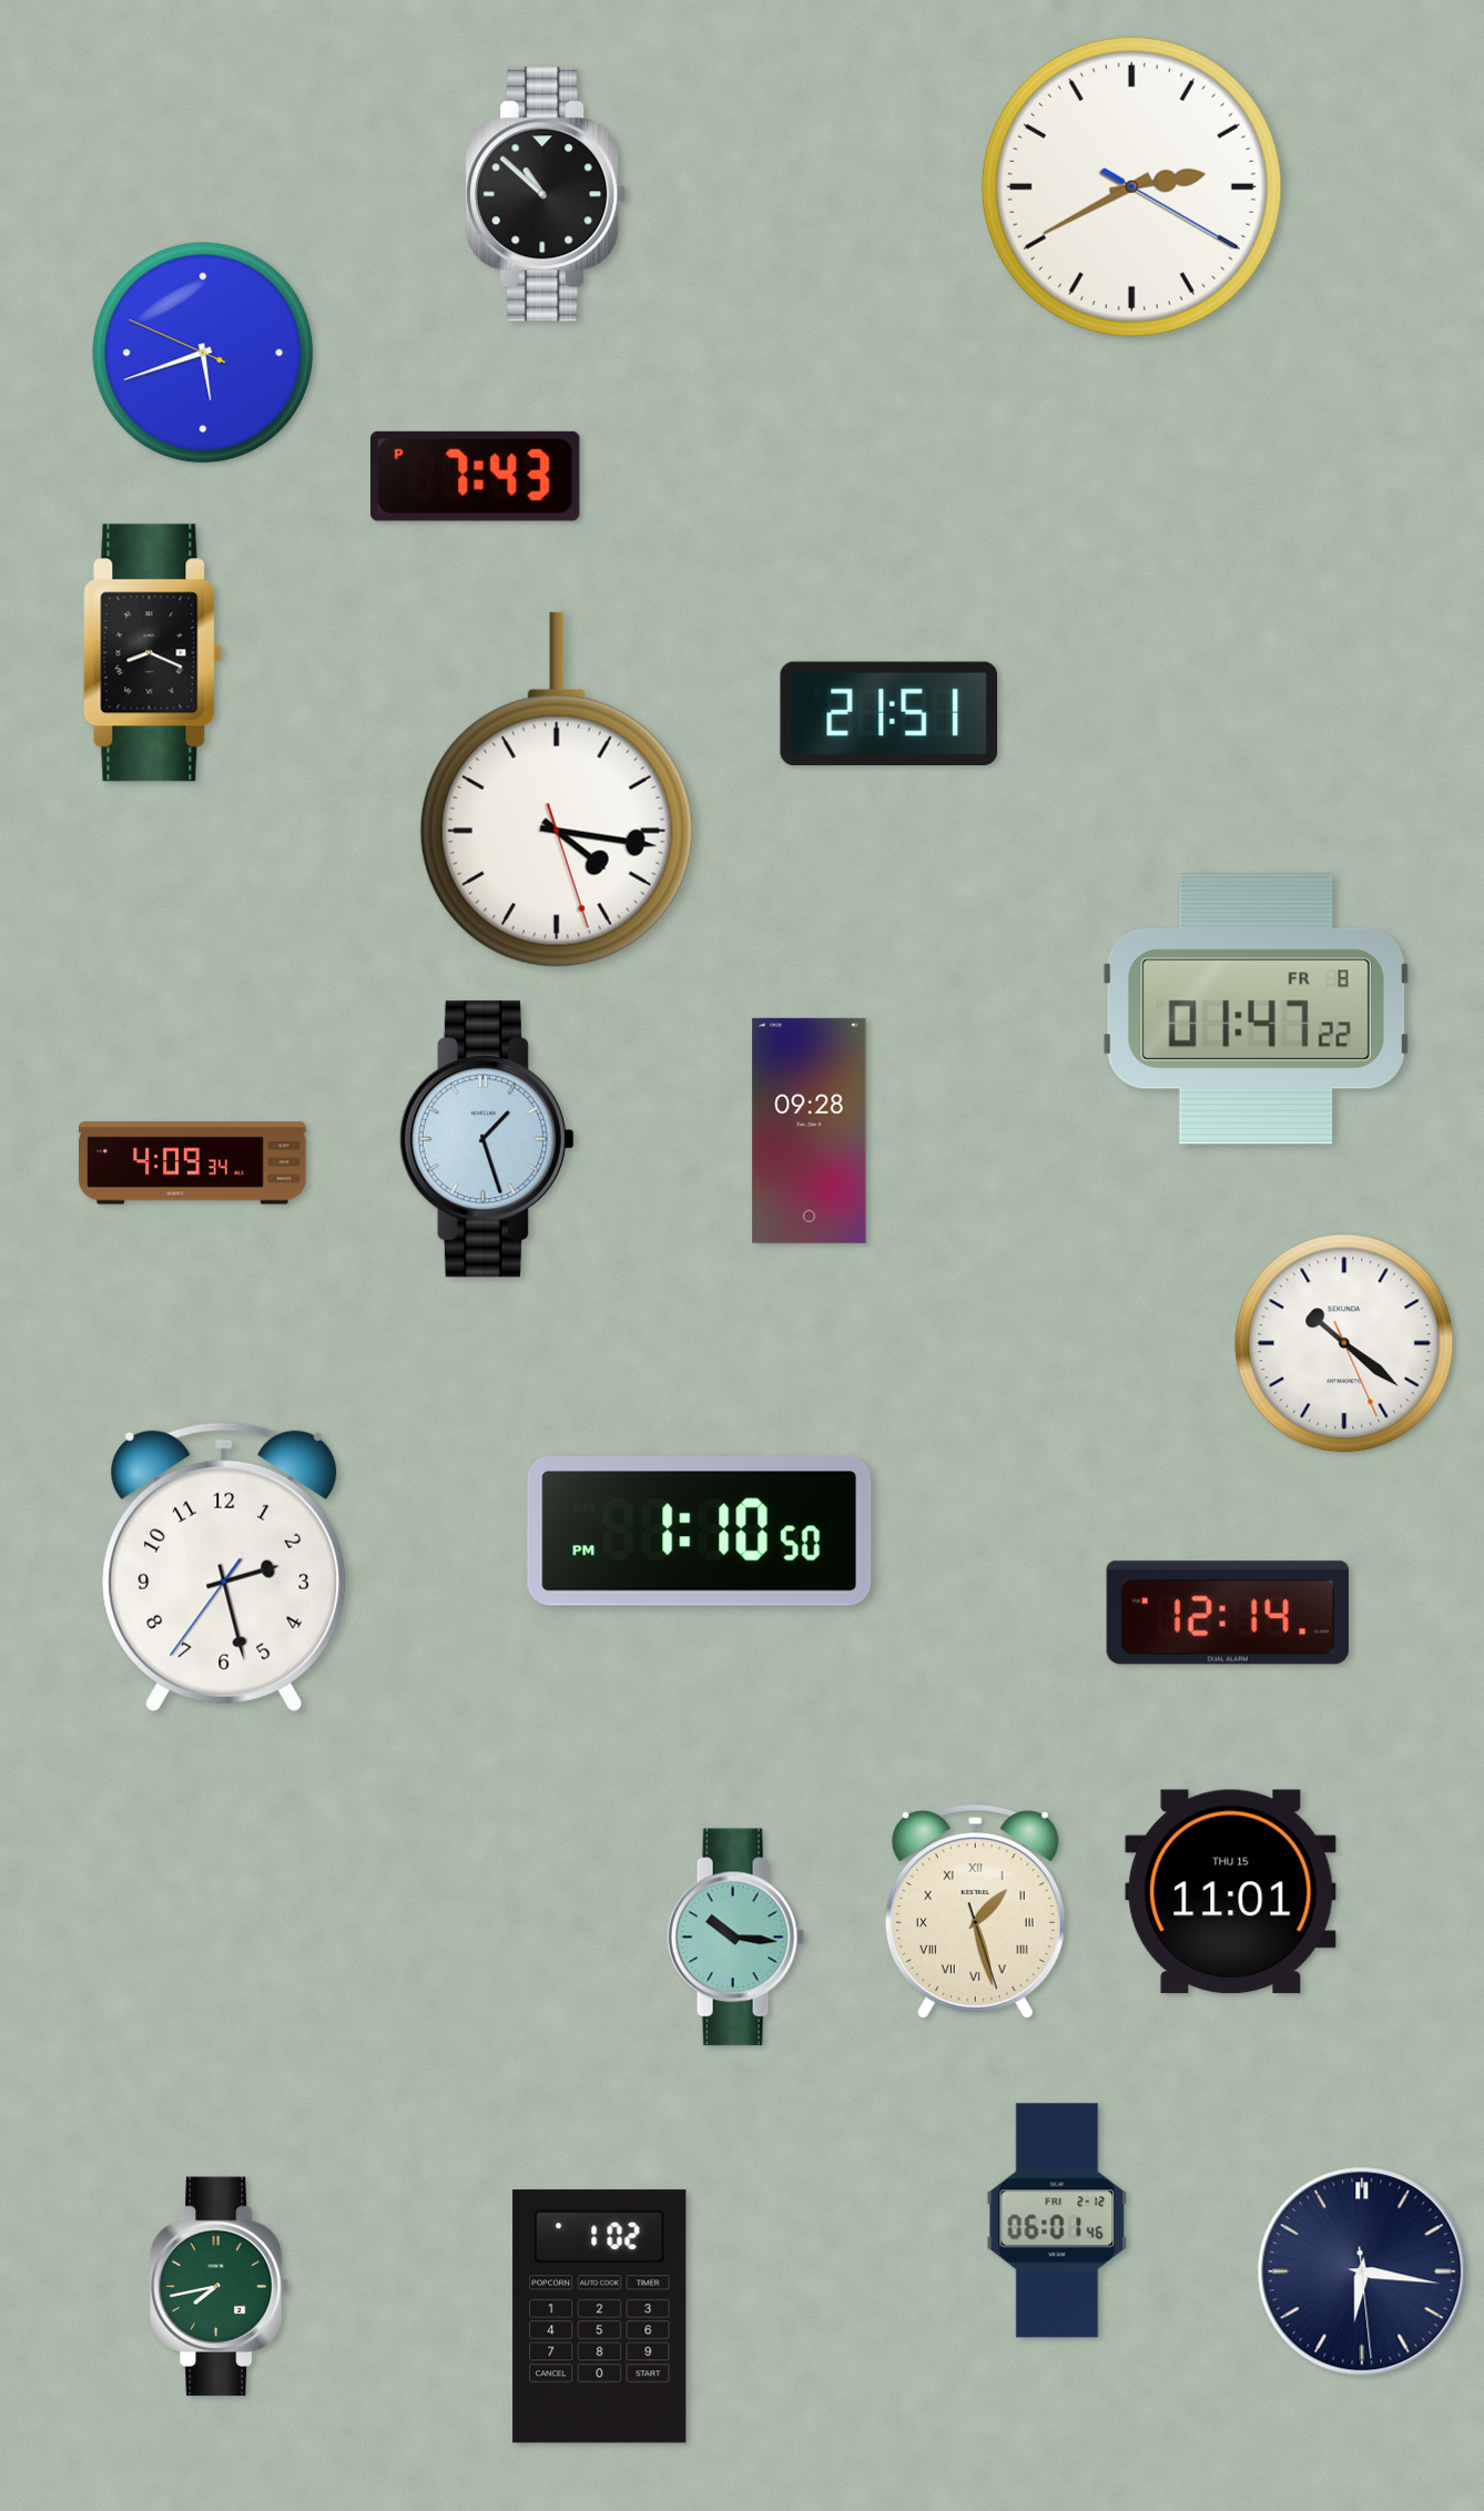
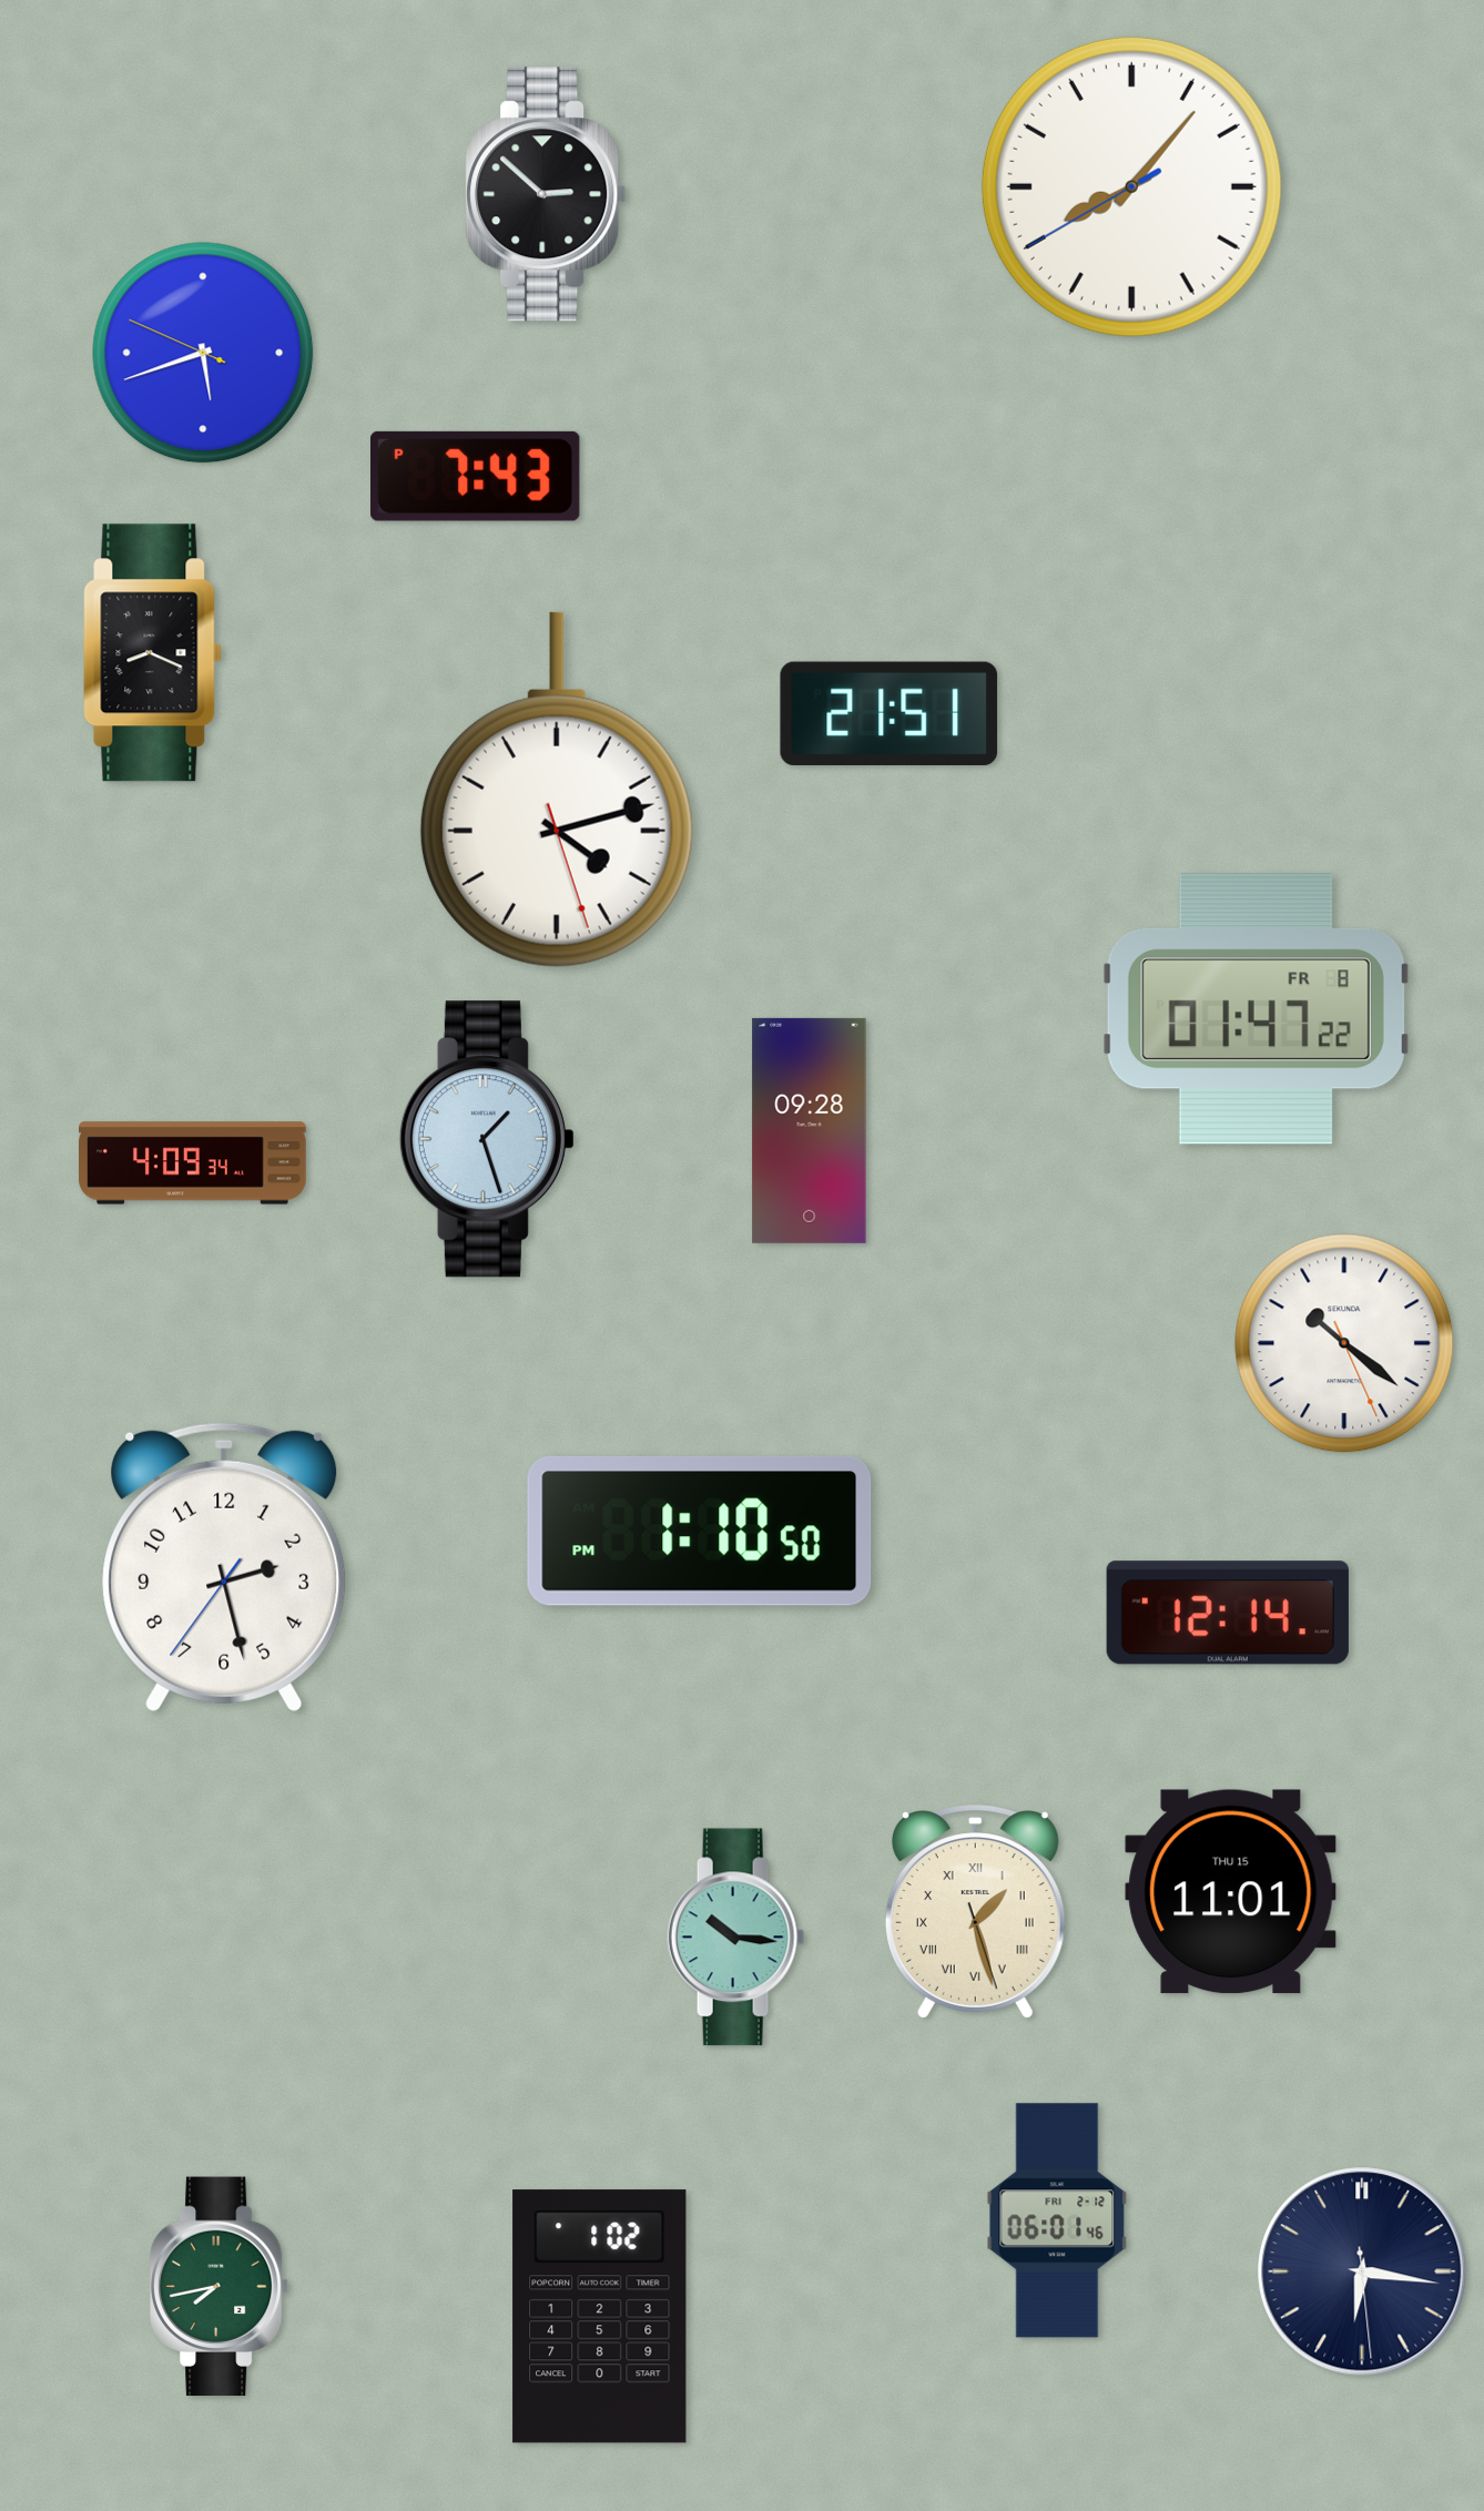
clock at (1131, 186): 2:40 -> 8:06
clock at (546, 194): 10:52 -> 2:52
clock at (557, 790): 4:16 -> 4:12
